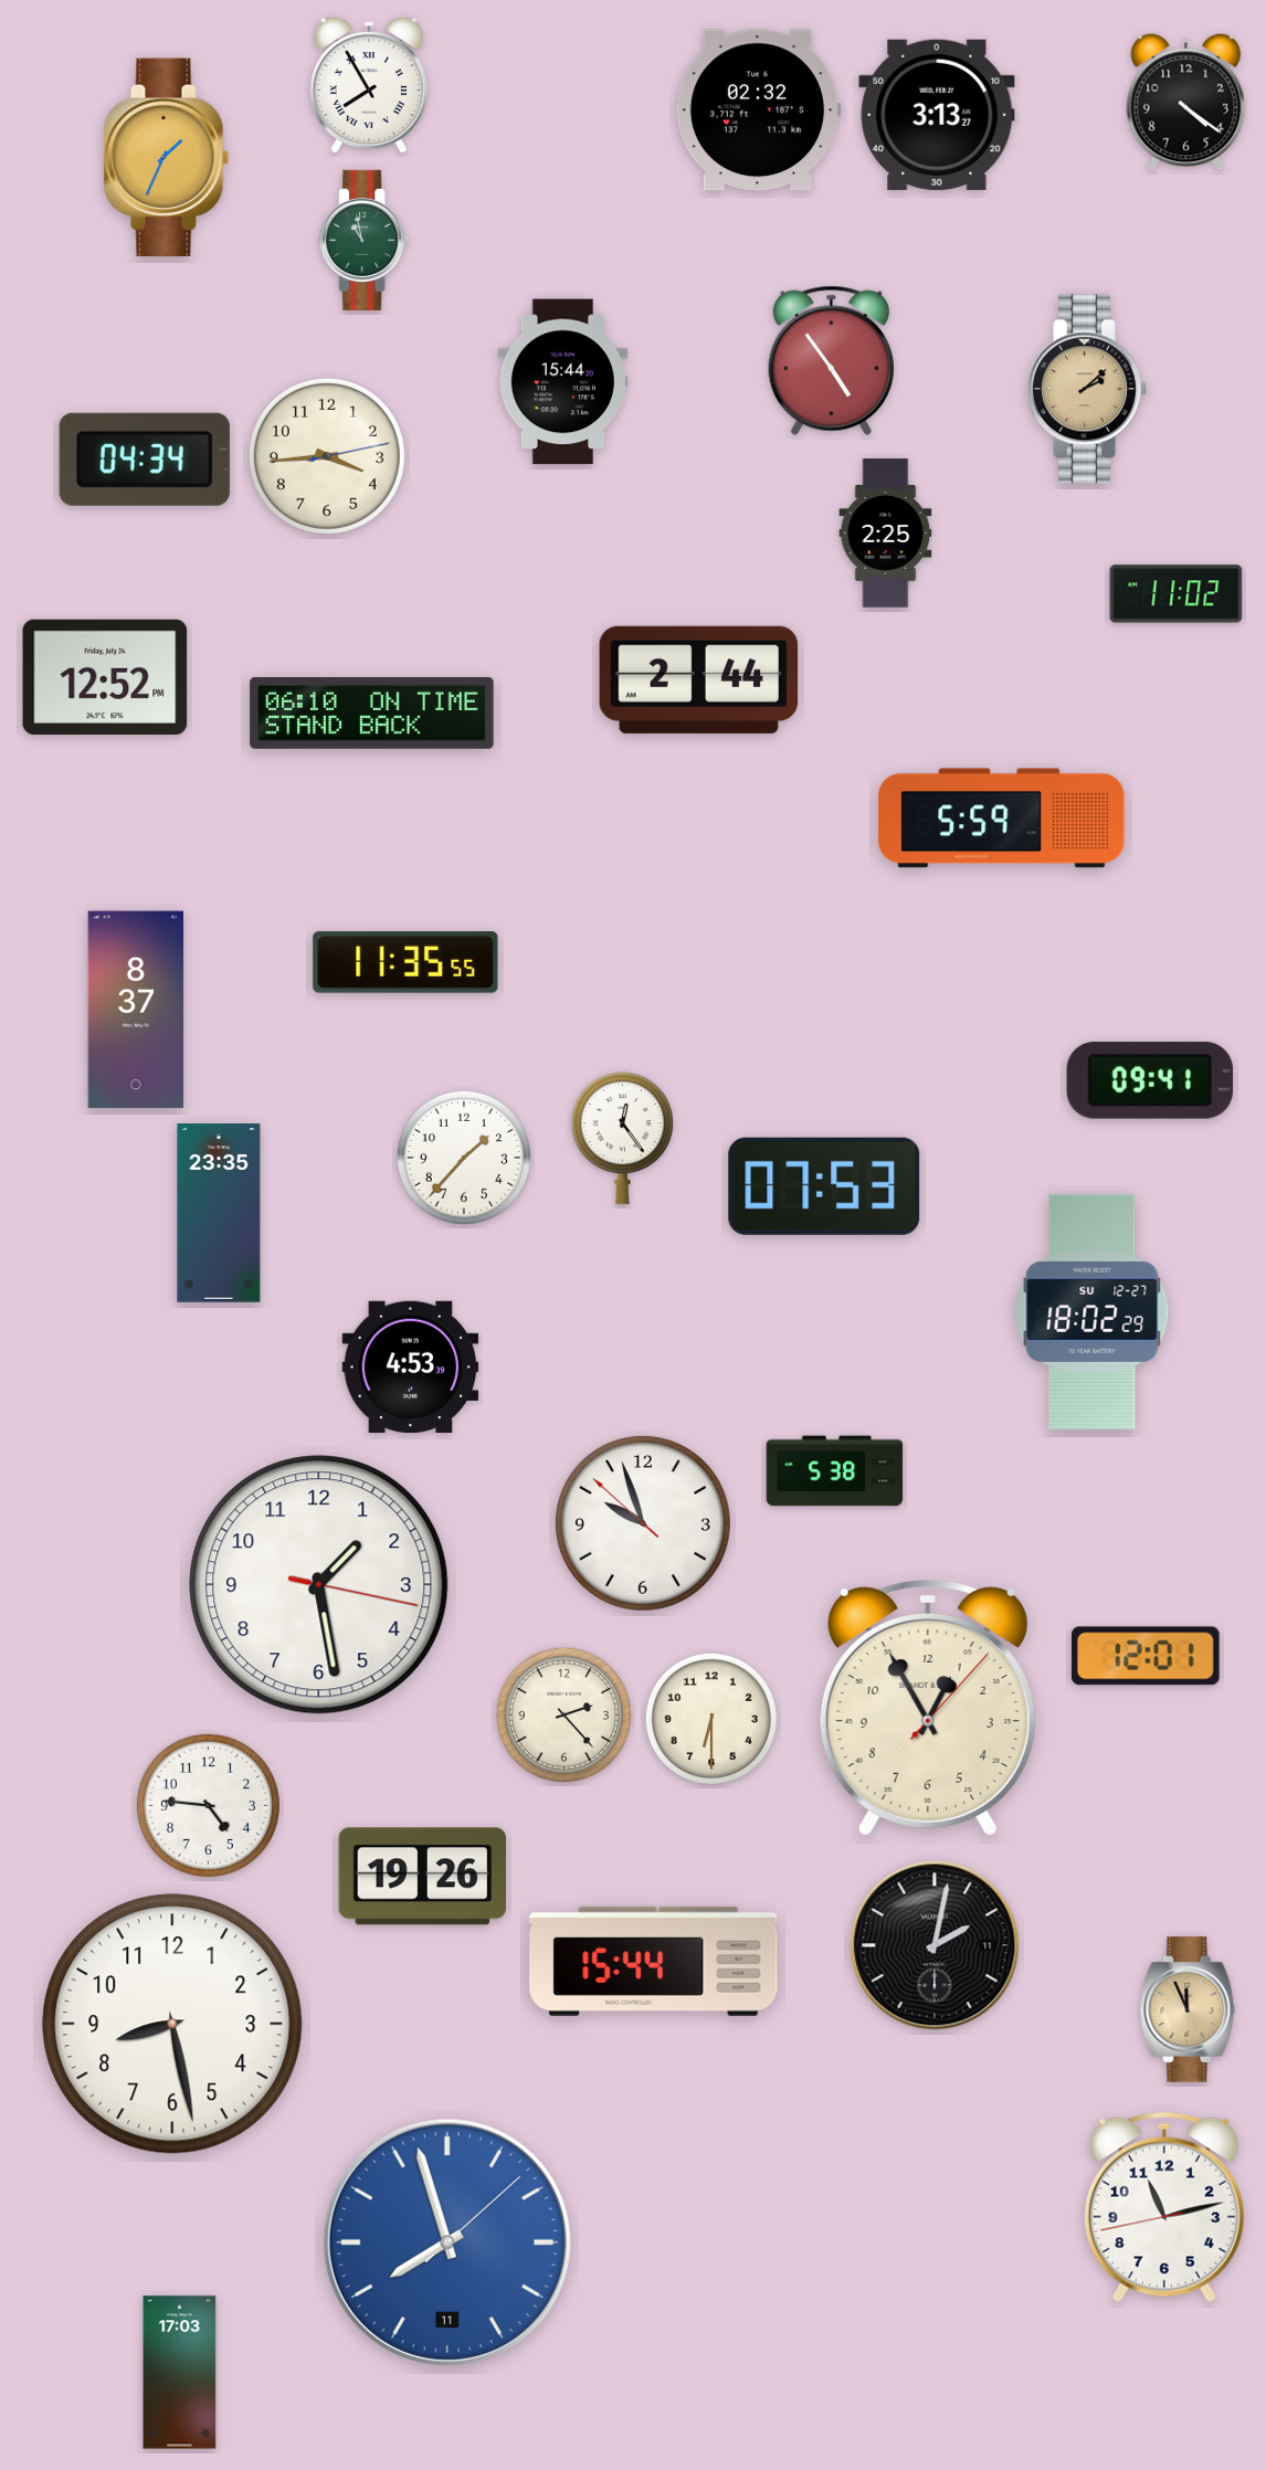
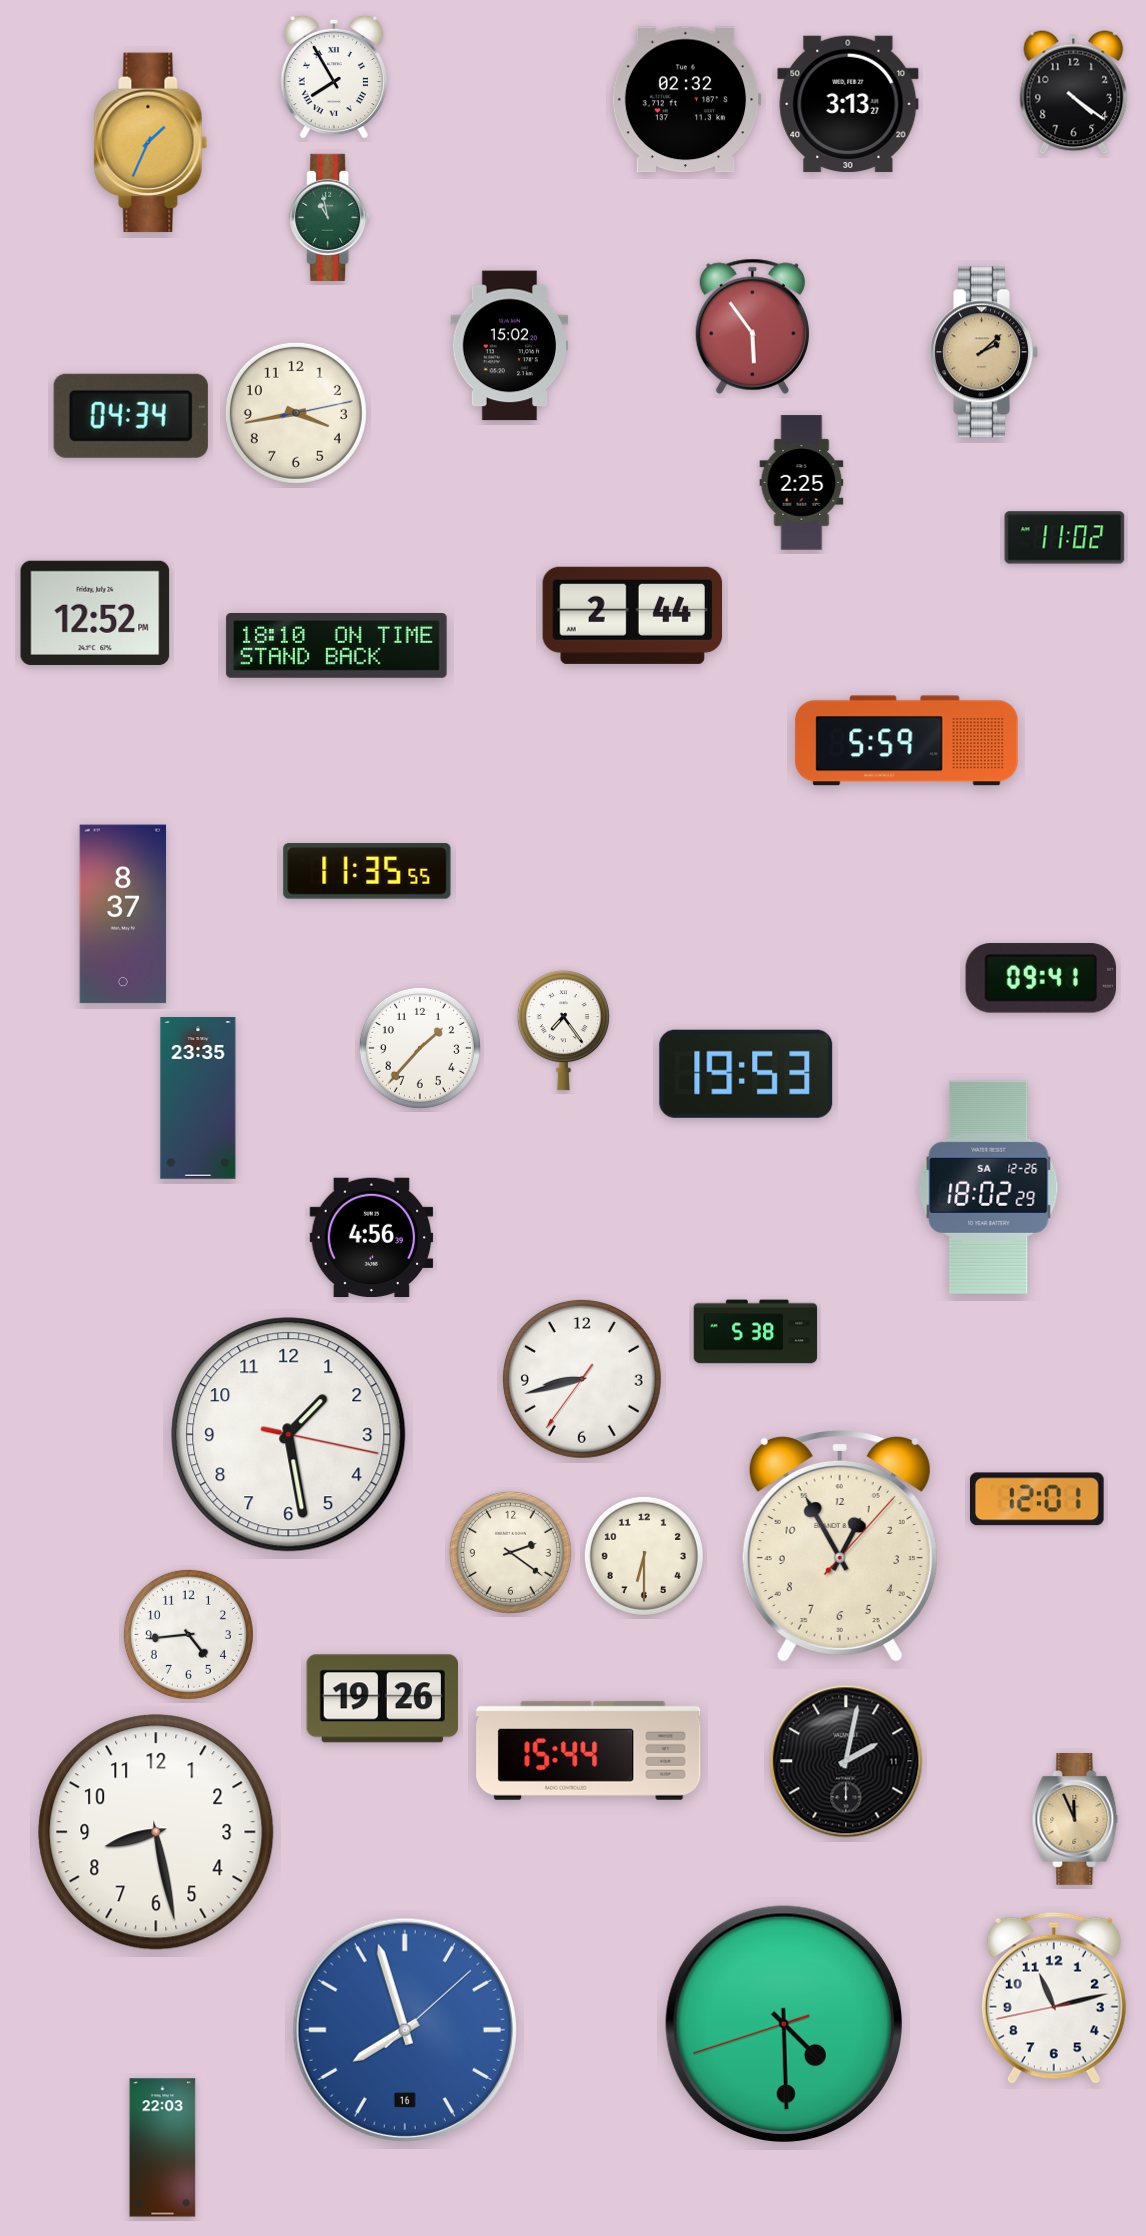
clock at (831, 360): 4:54 -> 5:54
clock at (563, 382): 15:44 -> 15:02
clock at (327, 456): 3:44 -> 3:43
clock at (372, 714): 06:10 -> 18:10
clock at (622, 1139): 12:24 -> 7:24
clock at (824, 1186): 07:53 -> 19:53
clock at (1093, 1311) date: SU 12-27 -> SA 12-26
clock at (411, 1366): 4:53 -> 4:56
clock at (643, 1523): 9:56 -> 8:42
clock at (563, 1714): 2:23 -> 2:21
clock at (208, 1805): 4:46 -> 4:44
clock at (654, 1961) position: (654, 1961) -> (589, 1750)
clock at (784, 2024): none -> 4:29
clock at (447, 2242) date: 11 -> 16
clock at (180, 2373): 17:03 -> 22:03
